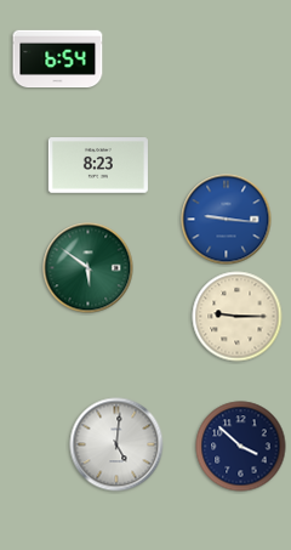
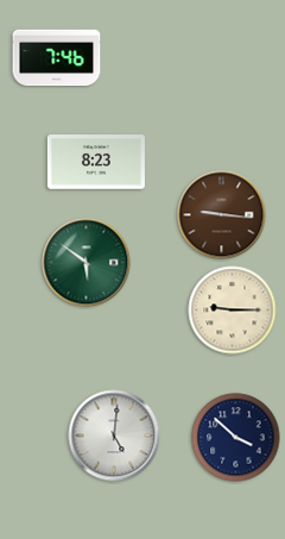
clock at (58, 59): 6:54 -> 7:46
clock at (227, 220) dial: blue -> brown
